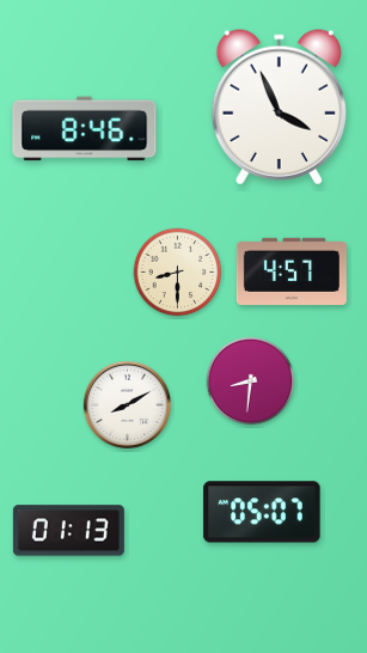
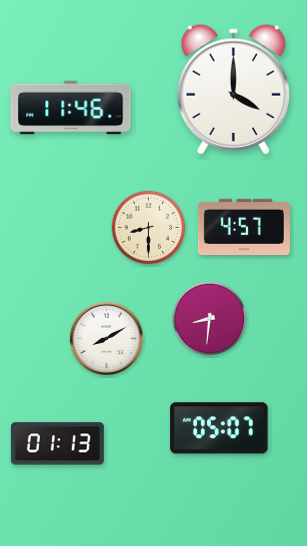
clock at (279, 108): 3:56 -> 4:00
clock at (85, 129): 8:46 -> 11:46
